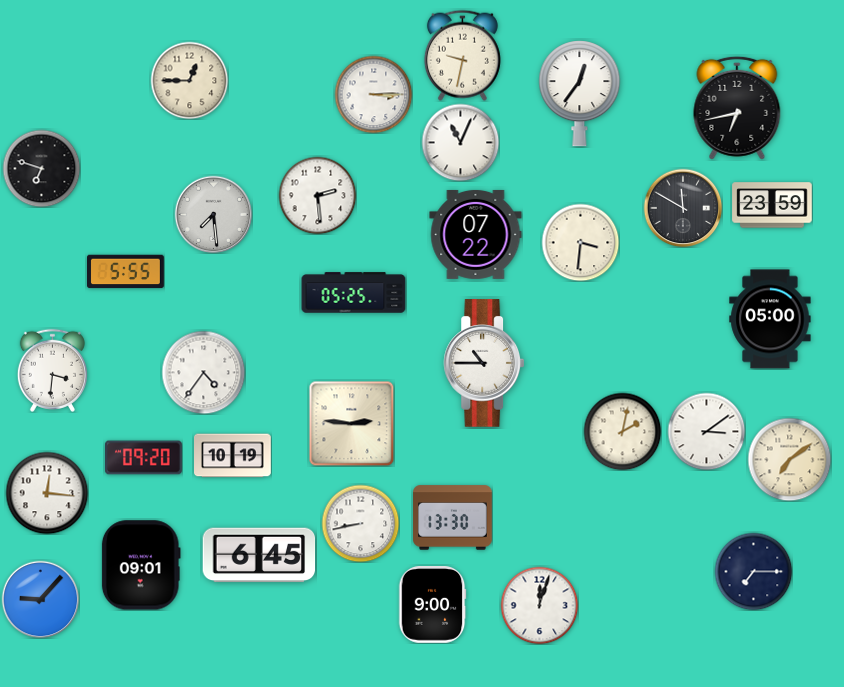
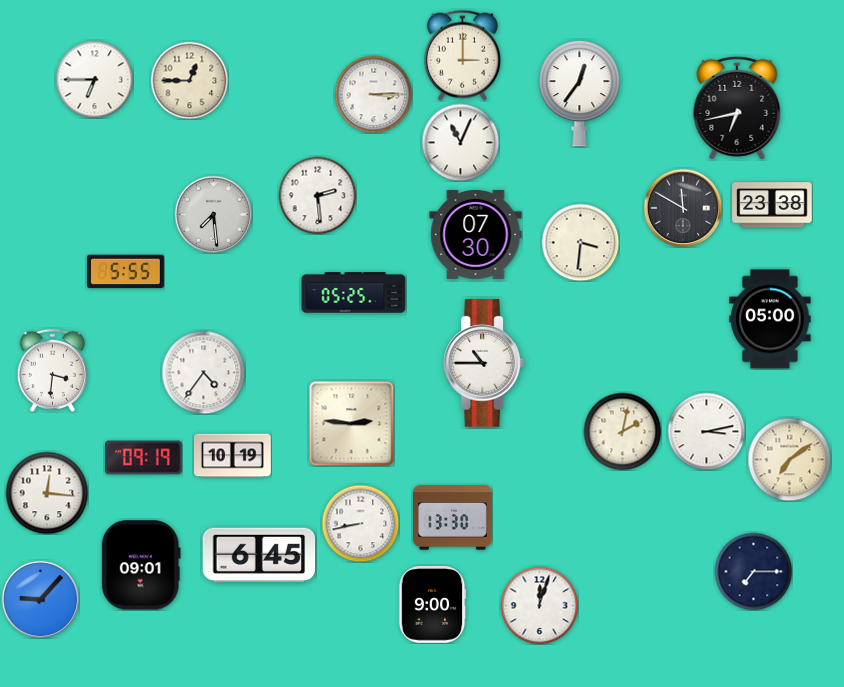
clock at (462, 55): 9:32 -> 3:00
clock at (94, 79): none -> 6:45
clock at (41, 168): 6:48 -> none
clock at (772, 205): 23:59 -> 23:38
clock at (476, 234): 07:22 -> 07:30
clock at (706, 431): 3:09 -> 3:13
clock at (144, 458): 09:20 -> 09:19
